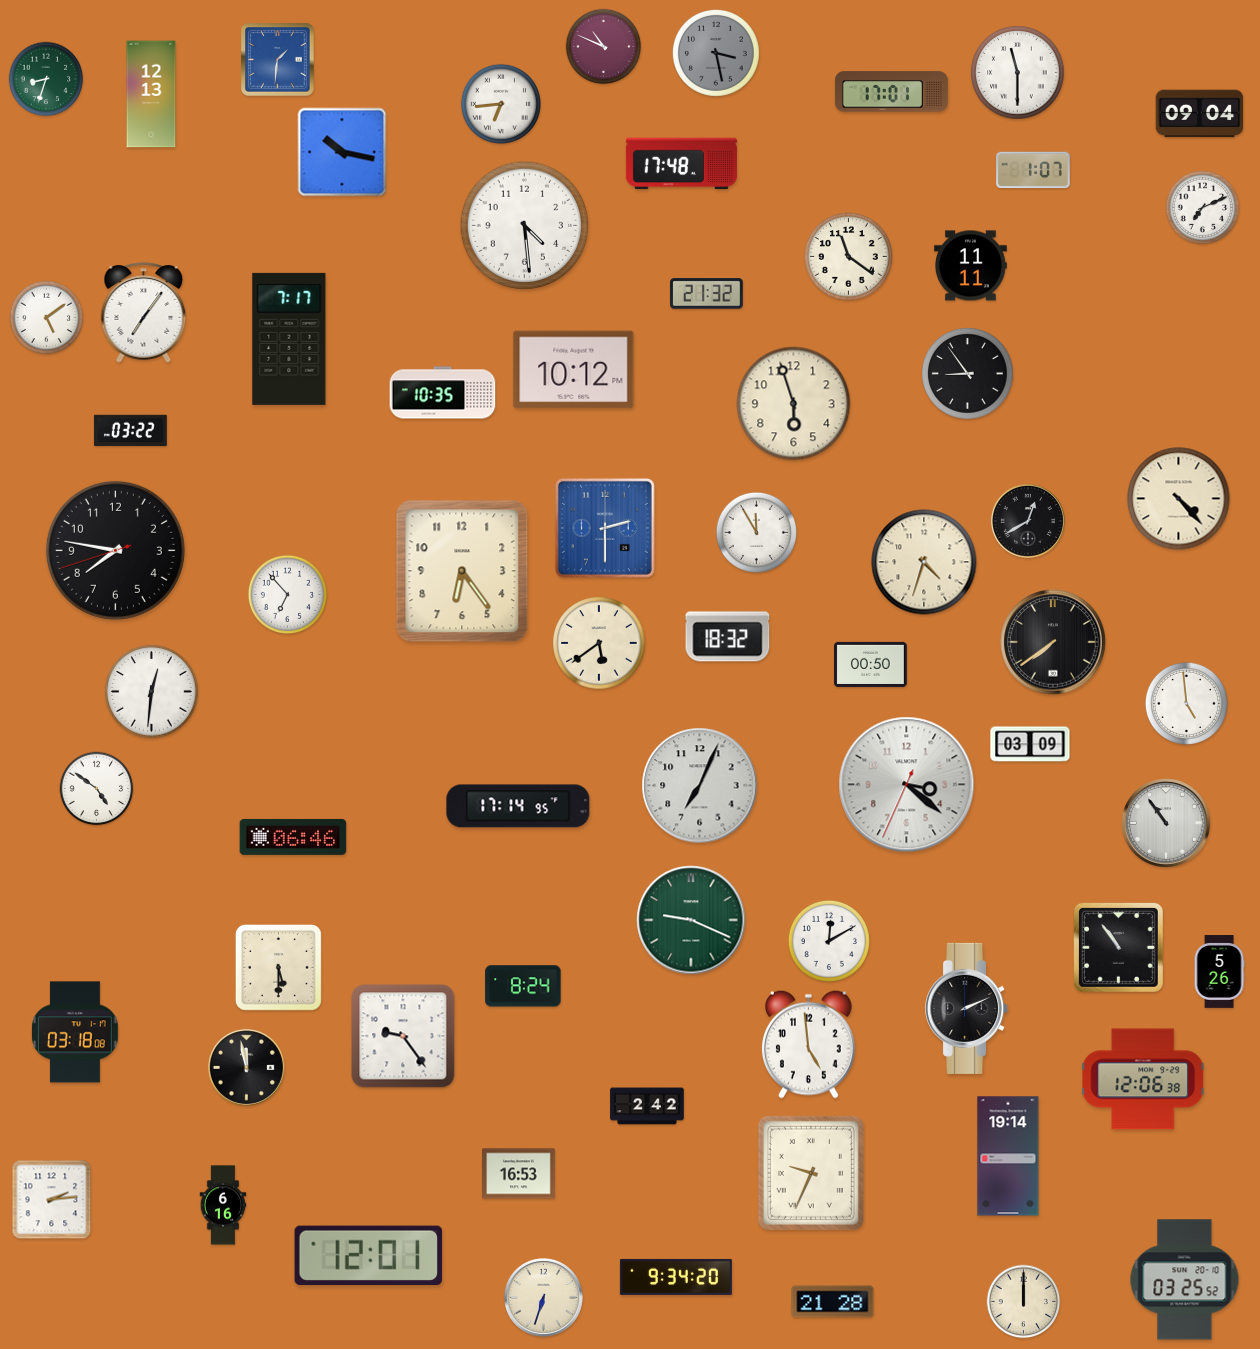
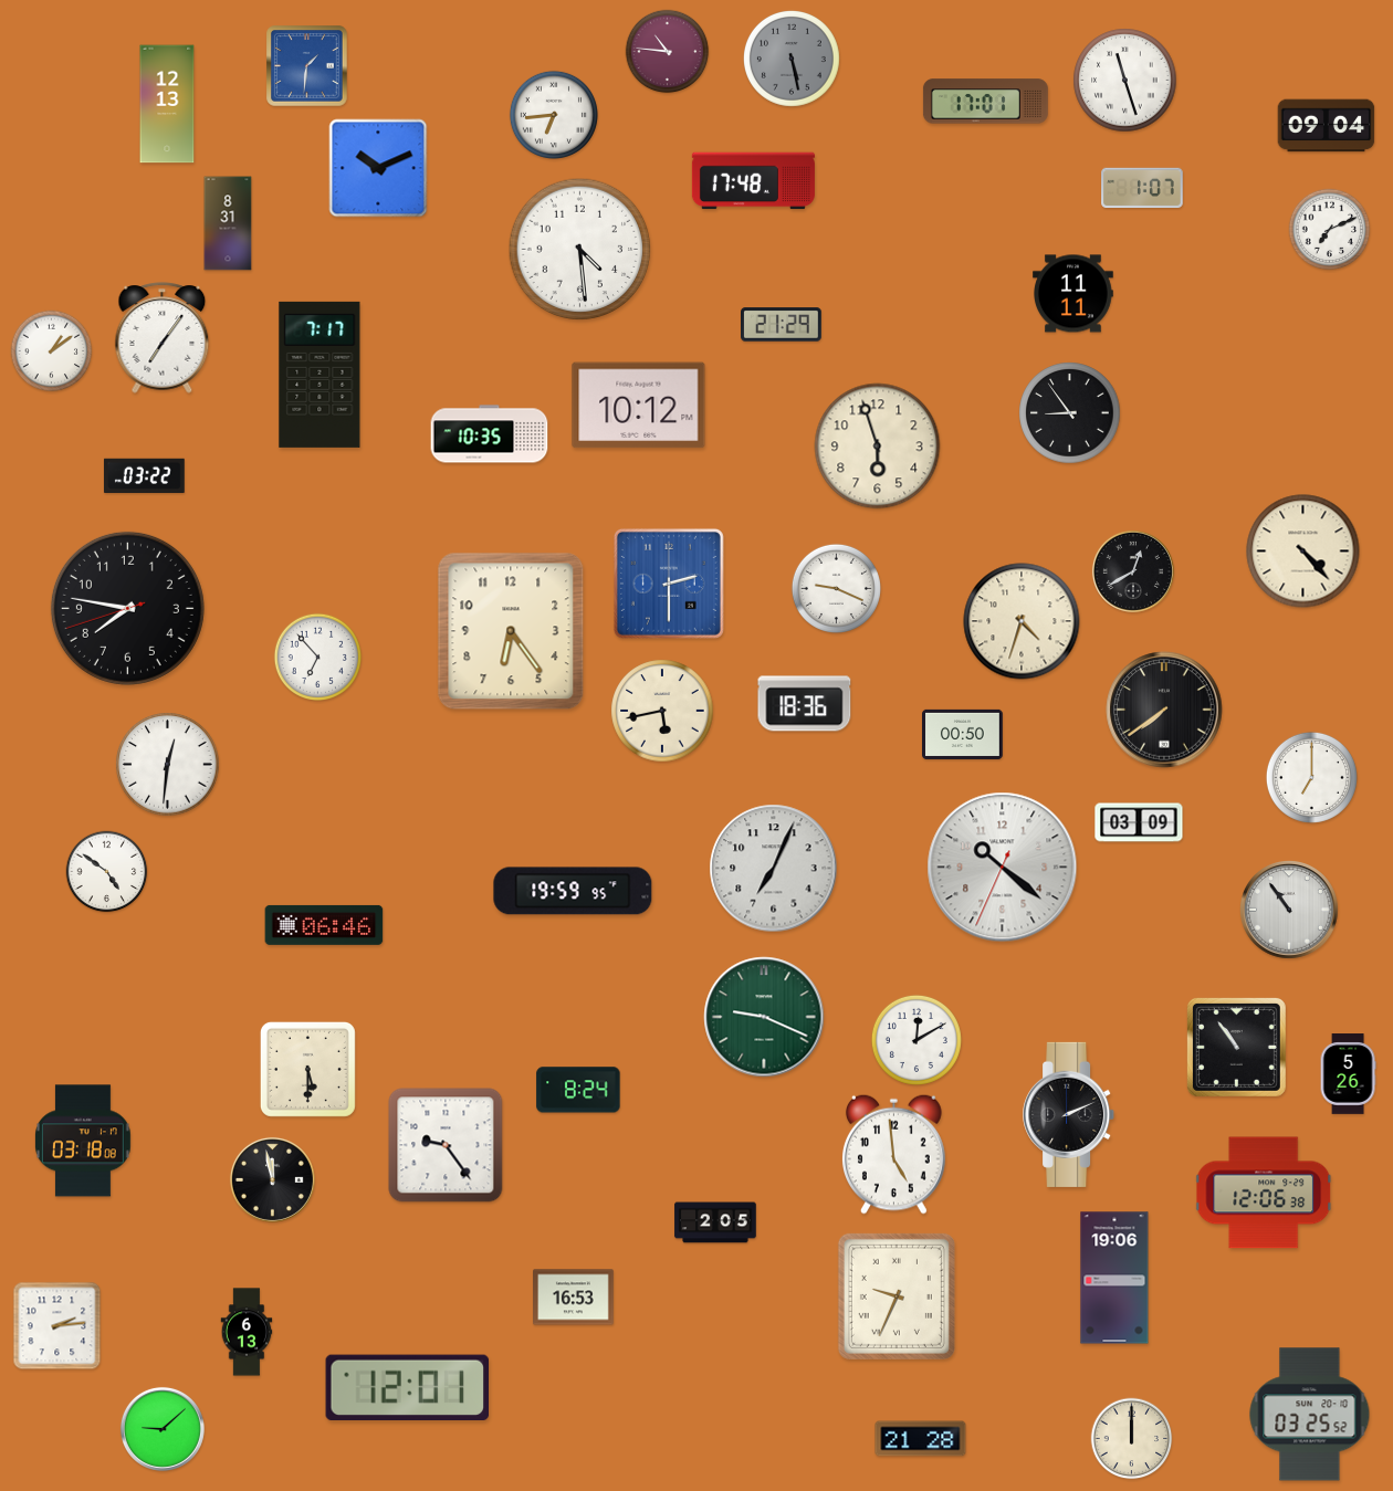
clock at (604, 47): 10:49 -> 10:46
clock at (716, 53): 3:28 -> 5:28
clock at (1018, 73): 11:30 -> 11:27
clock at (46, 79): 8:33 -> none
clock at (342, 152): 10:17 -> 10:11
clock at (228, 223): none -> 8:31
clock at (849, 257): 11:21 -> none
clock at (707, 294): 21:32 -> 21:29
clock at (144, 313) position: (144, 313) -> (163, 338)
clock at (47, 318): 5:09 -> 1:09
clock at (574, 370) position: (574, 370) -> (639, 406)
clock at (1028, 521) position: (1028, 521) -> (1133, 571)
clock at (756, 532): 11:55 -> 9:19
clock at (728, 637): 18:32 -> 18:36
clock at (599, 643): 5:39 -> 5:43
clock at (1186, 703): 4:59 -> 7:00
clock at (907, 785): 3:21 -> 10:21
clock at (518, 806): 17:14 -> 19:59
clock at (647, 1106): 2:42 -> 2:05
clock at (1008, 1156): 19:14 -> 19:06
clock at (223, 1205): 6:16 -> 6:13
clock at (676, 1277): 9:34 -> none
clock at (163, 1429): none -> 9:08
clock at (543, 1297): 6:33 -> none
